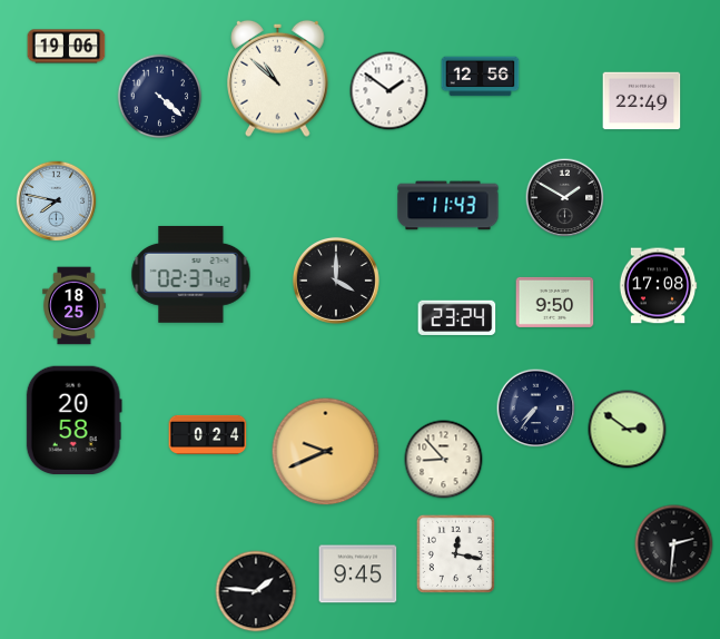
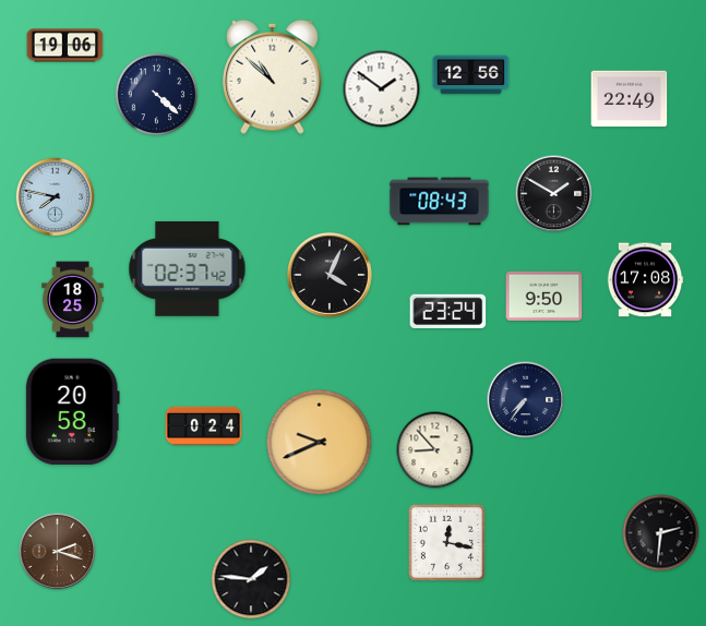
clock at (448, 206): 11:43 -> 08:43
clock at (336, 281): 4:00 -> 4:04
clock at (628, 430): 2:51 -> none
clock at (58, 552): none -> 2:18
clock at (358, 574): 9:45 -> none
